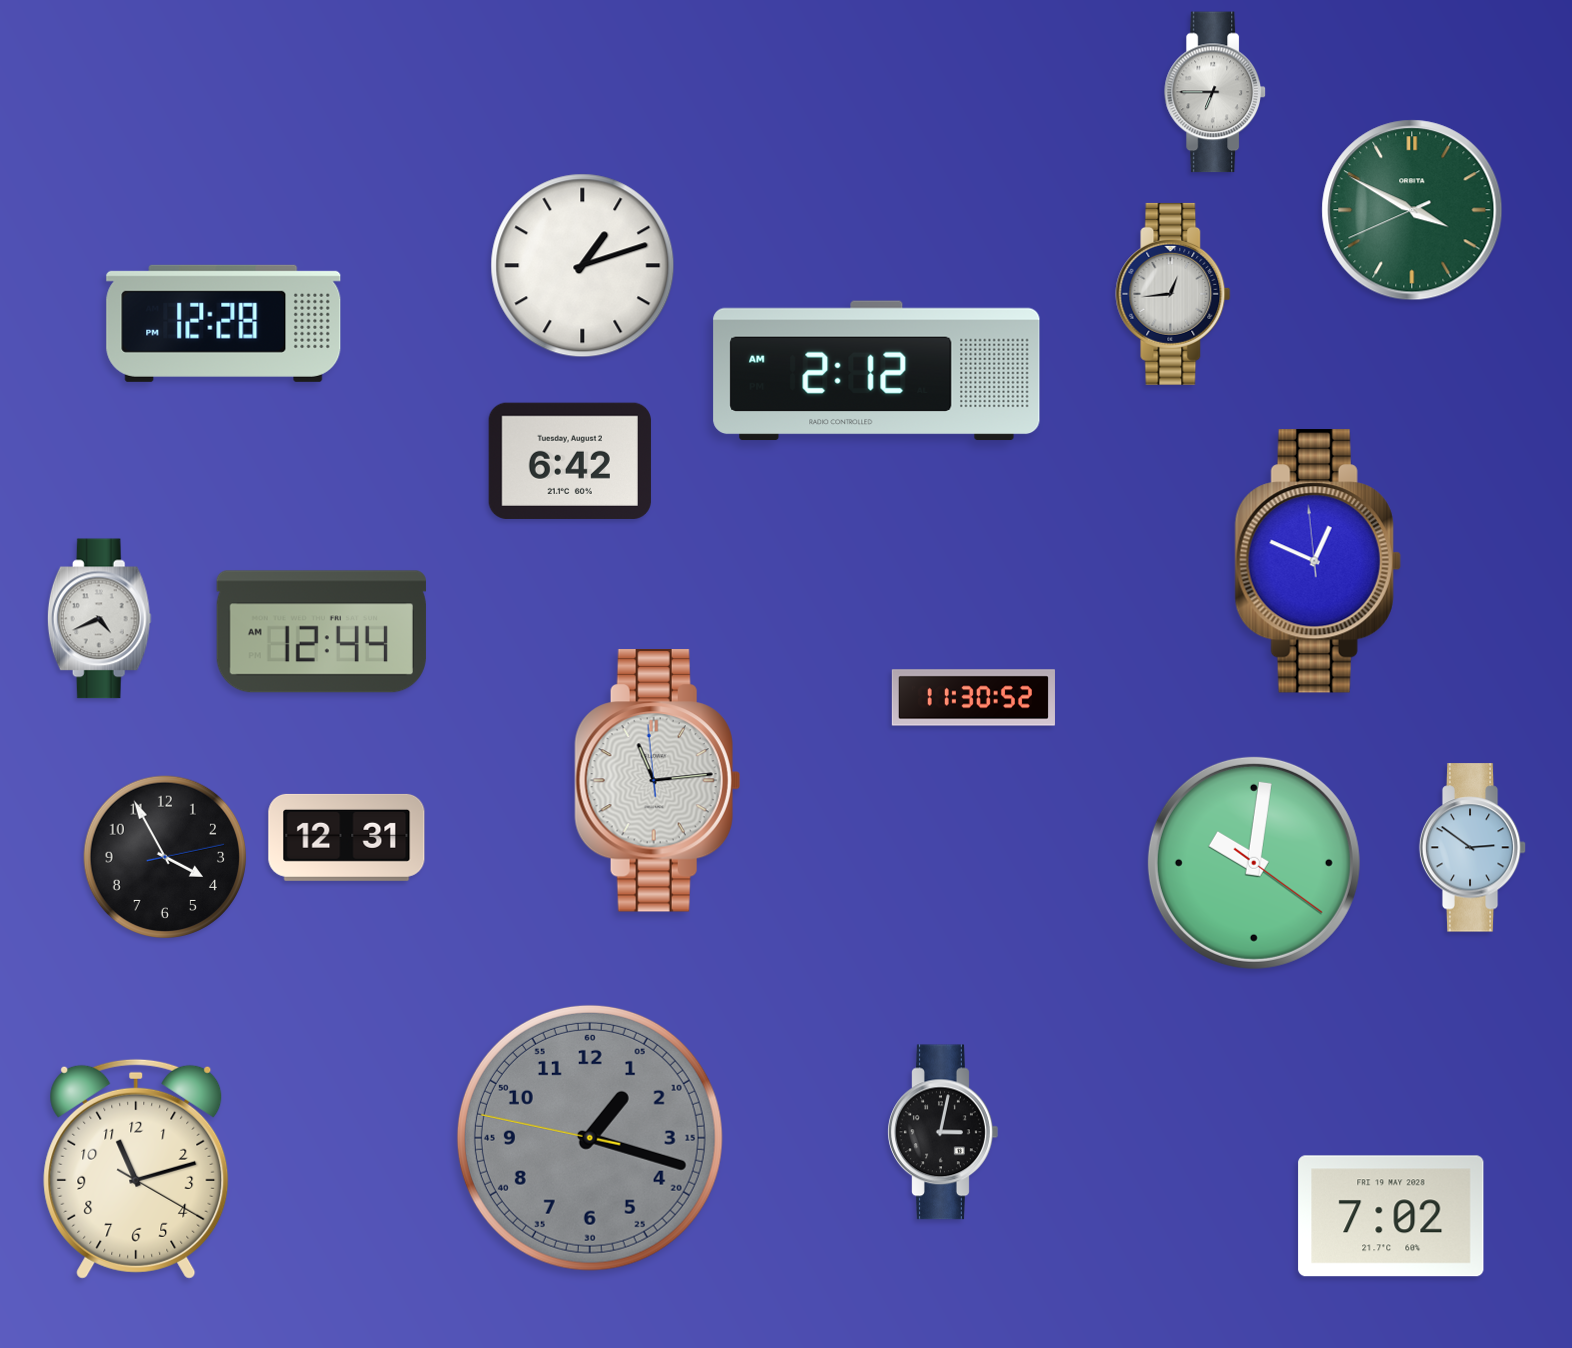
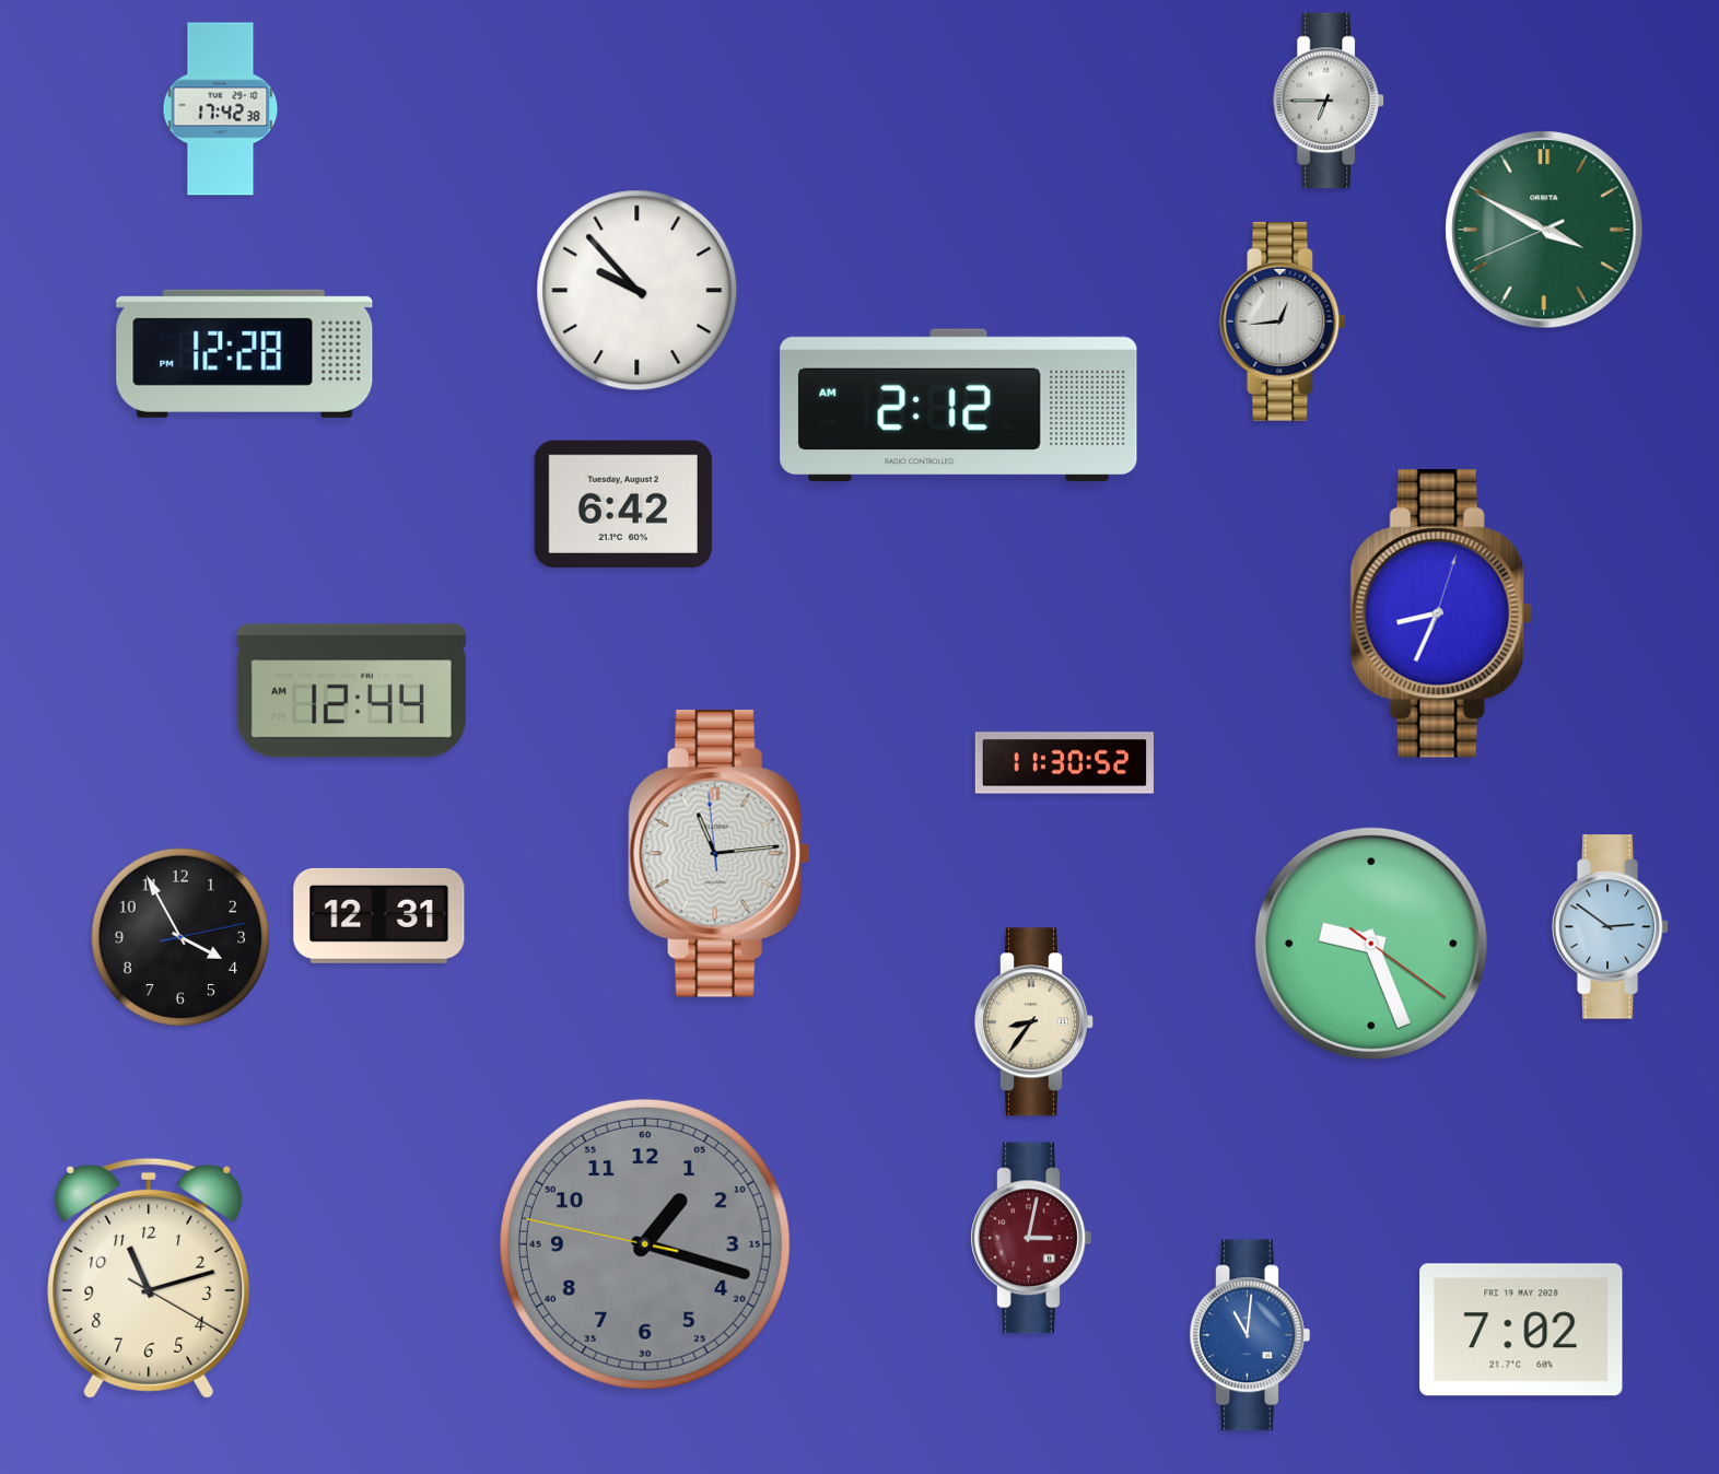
clock at (221, 109): none -> 17:42
clock at (583, 266): 1:12 -> 9:53
clock at (1318, 561): 12:48 -> 8:34
clock at (99, 619): 4:41 -> none
clock at (1254, 863): 10:01 -> 9:26
clock at (1033, 1022): none -> 8:36
clock at (943, 1132) dial: black -> burgundy
clock at (1250, 1335): none -> 11:01
